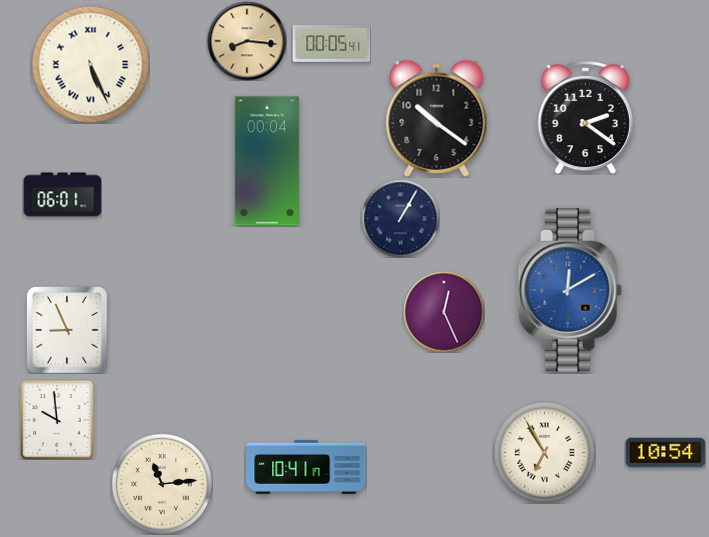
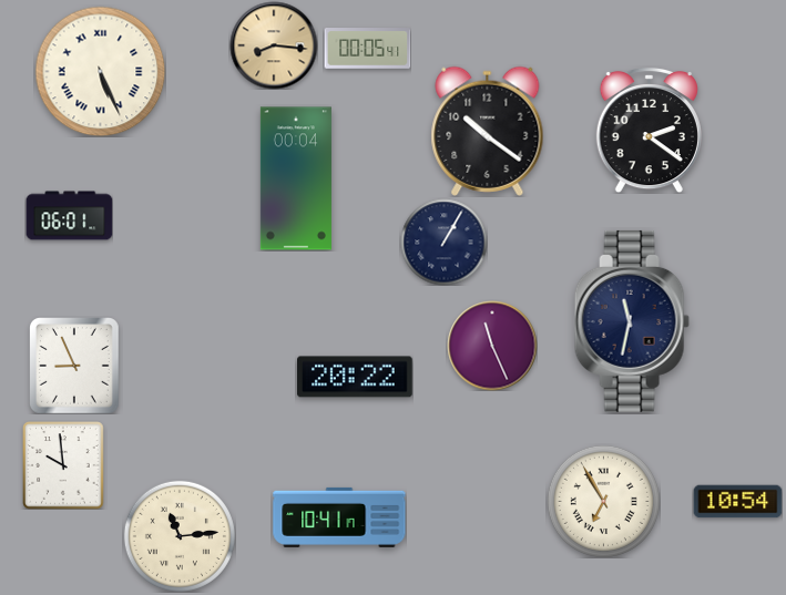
clock at (437, 118) position: (437, 118) -> (488, 131)
clock at (570, 290): 12:10 -> 11:32
clock at (570, 290) dial: blue -> navy
clock at (444, 312): 12:26 -> 11:26
clock at (356, 377): none -> 20:22
